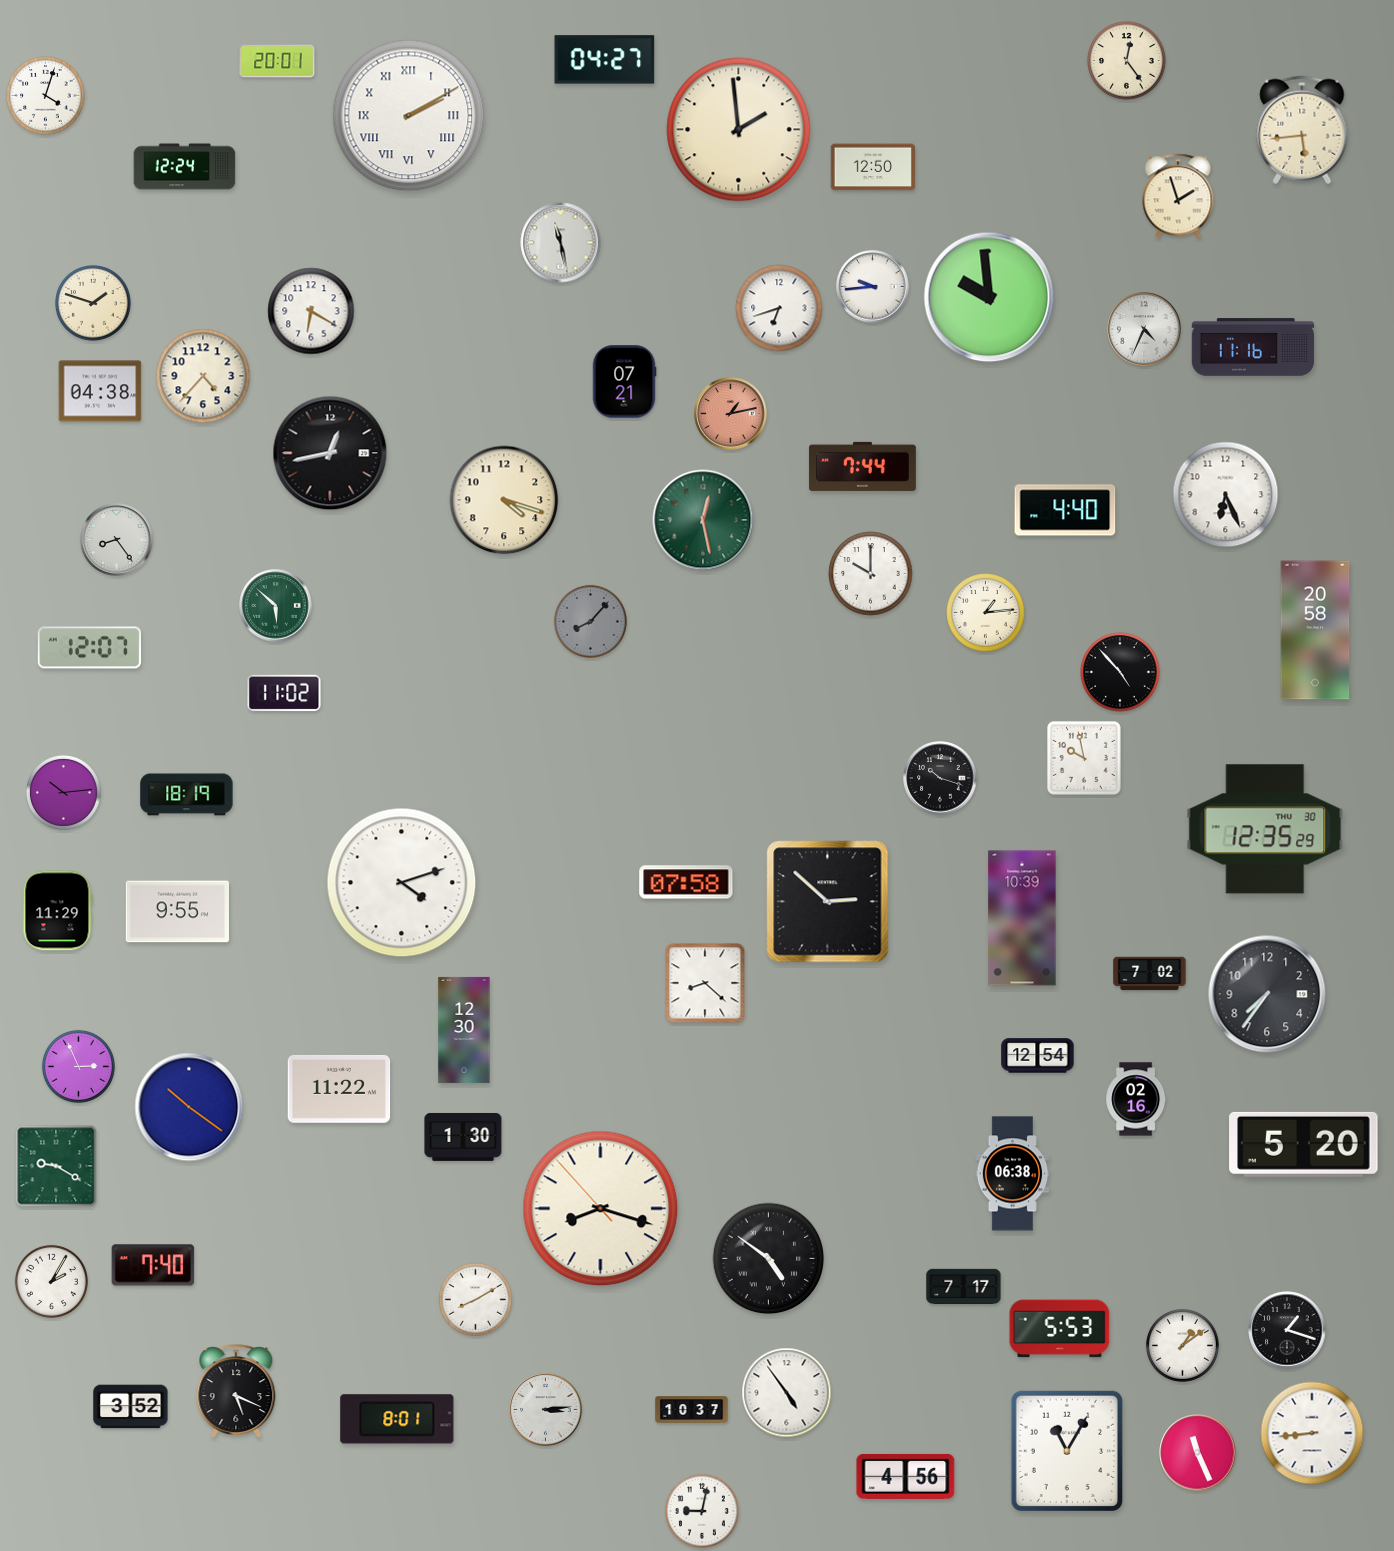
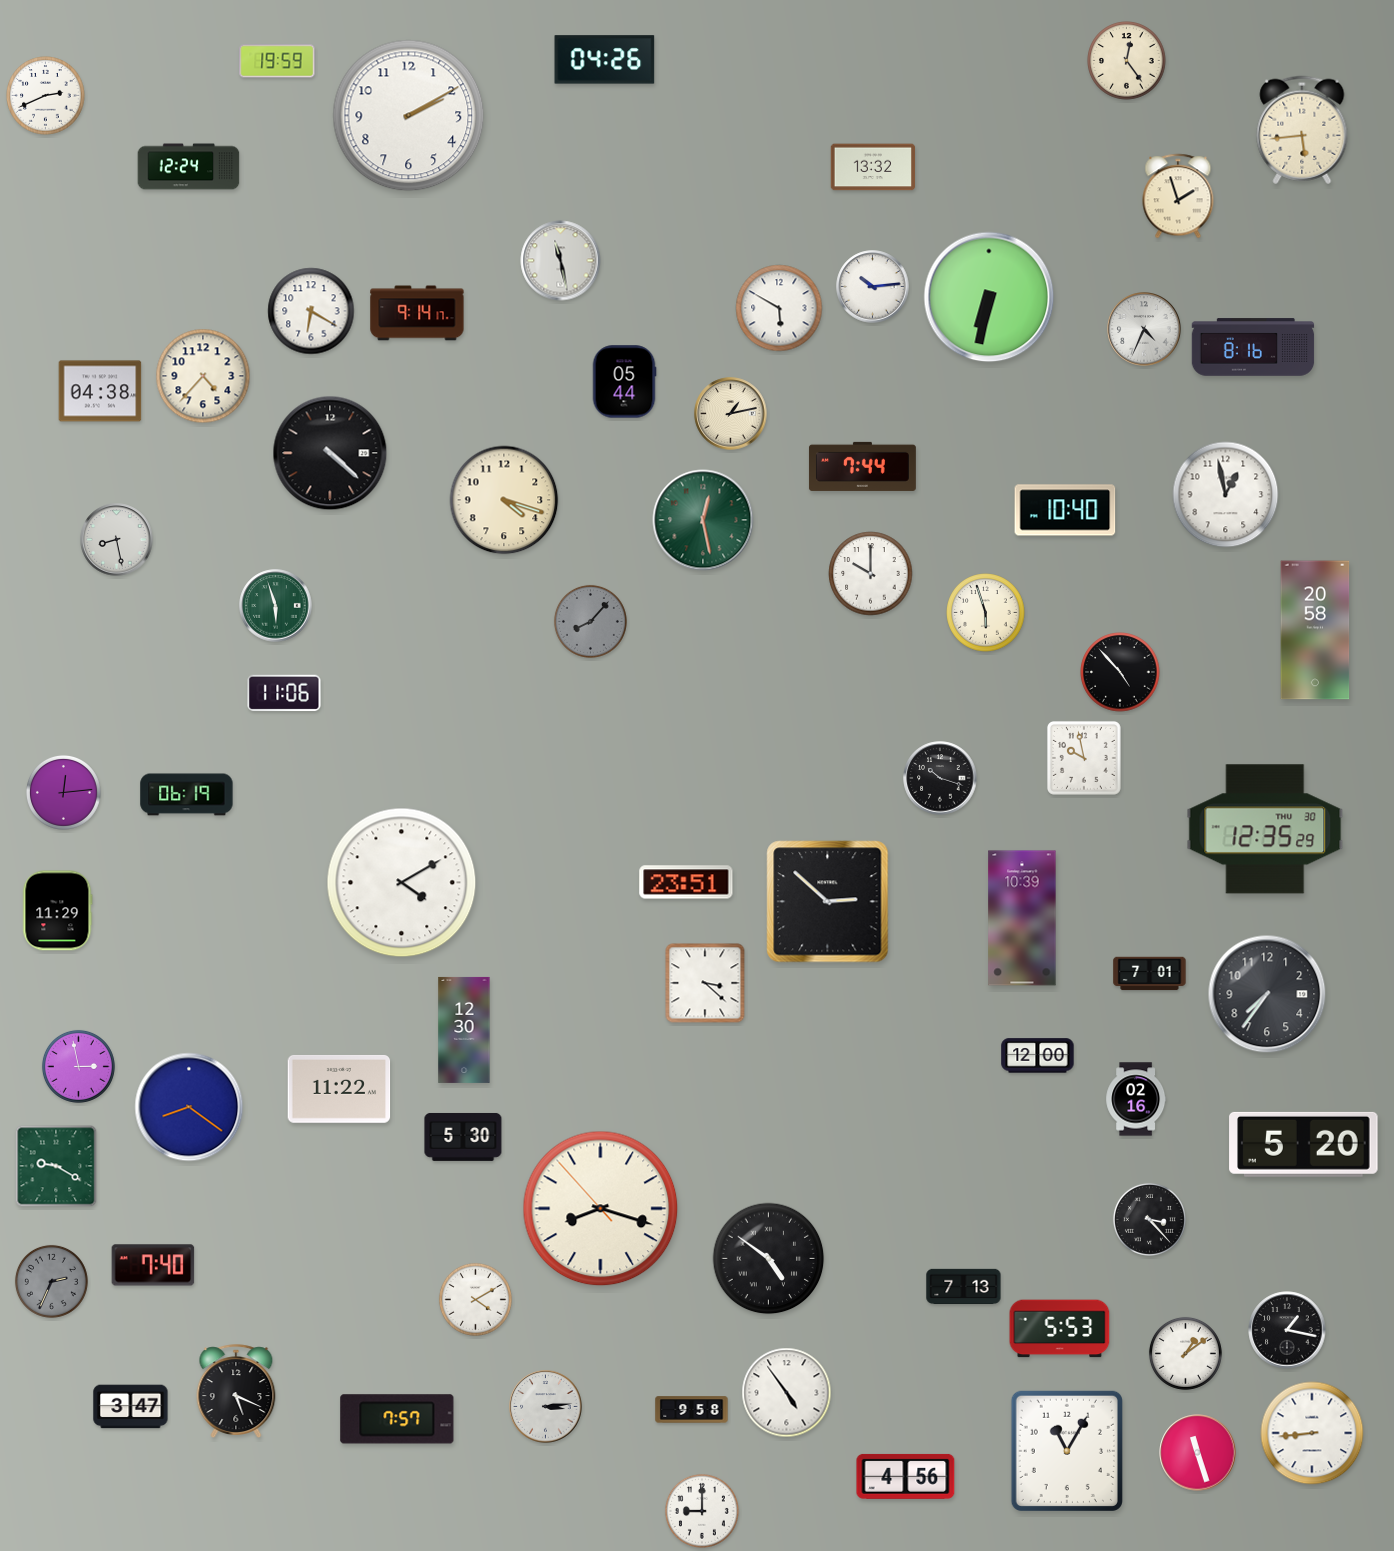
clock at (605, 60): 04:27 -> 04:26
clock at (277, 61): 20:01 -> 19:59
clock at (46, 96): 4:03 -> 2:41
clock at (409, 116) numerals: Roman -> Arabic
clock at (739, 130): 1:59 -> none
clock at (185, 167) position: (185, 167) -> (189, 167)
clock at (873, 167): 12:50 -> 13:32
clock at (561, 243) position: (561, 243) -> (561, 261)
clock at (873, 287): 9:44 -> 10:14
clock at (989, 297): 9:59 -> 6:32
clock at (94, 304): 1:48 -> none
clock at (779, 308): 6:42 -> 5:50
clock at (417, 313): none -> 9:14
clock at (1253, 347): 11:16 -> 8:16
clock at (624, 382): 07:21 -> 05:44
clock at (731, 414) dial: salmon -> cream
clock at (330, 453): 12:43 -> 4:22
clock at (1226, 495): 6:26 -> 12:58
clock at (1065, 510): 4:40 -> 10:40
clock at (117, 540): 8:24 -> 8:28
clock at (276, 606): 5:52 -> 5:57
clock at (986, 613): 1:14 -> 5:57
clock at (90, 648): 12:07 -> none
clock at (284, 693): 11:02 -> 11:06
clock at (63, 792): 10:14 -> 12:14
clock at (187, 795): 18:19 -> 06:19
clock at (686, 882): 07:58 -> 23:51
clock at (402, 883): 4:12 -> 4:10
clock at (178, 912): 9:55 -> none
clock at (1150, 974): 7:02 -> 7:01
clock at (705, 983): 8:22 -> 3:22
clock at (1038, 1056): 12:54 -> 12:00
clock at (78, 1066): 2:56 -> 2:58
clock at (189, 1107): 10:21 -> 8:21
clock at (463, 1137): 1:30 -> 5:30
clock at (1013, 1174): 06:38 -> none
clock at (1149, 1219): none -> 3:23
clock at (51, 1281): 2:05 -> 2:34
clock at (51, 1281) dial: white -> grey
clock at (964, 1287): 7:17 -> 7:13
clock at (475, 1299): 8:10 -> 4:10
clock at (1287, 1330): 1:18 -> 1:17
clock at (1182, 1345) position: (1182, 1345) -> (1185, 1353)
clock at (131, 1407): 3:52 -> 3:47
clock at (546, 1410) position: (546, 1410) -> (546, 1407)
clock at (692, 1410): 10:37 -> 9:58
clock at (397, 1419): 8:01 -> 7:57
clock at (1198, 1453): 11:26 -> 11:27
clock at (702, 1511): 9:02 -> 9:00
